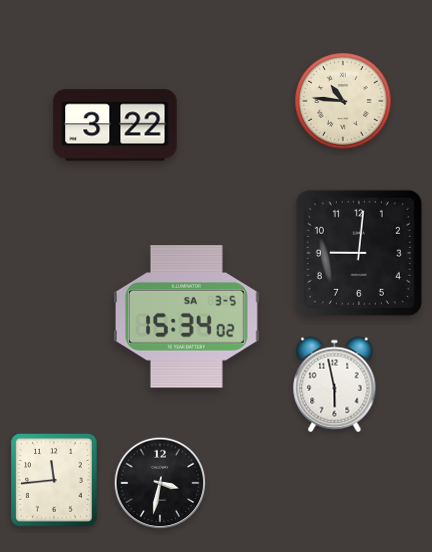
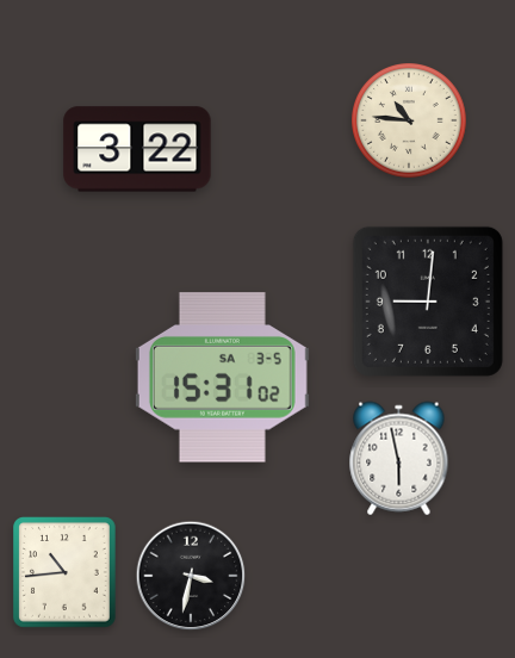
clock at (186, 317): 15:34 -> 15:31
clock at (55, 481): 11:44 -> 10:44
